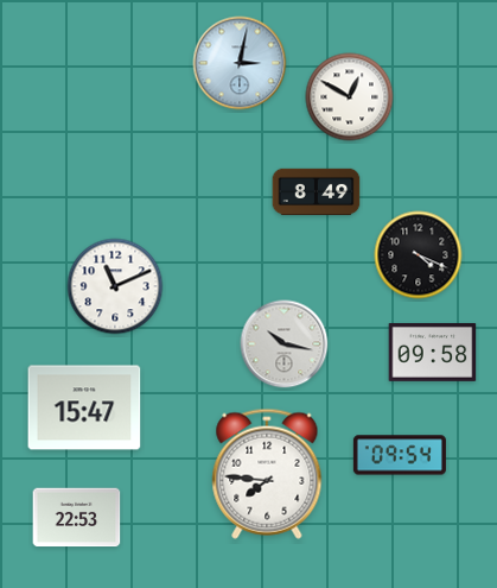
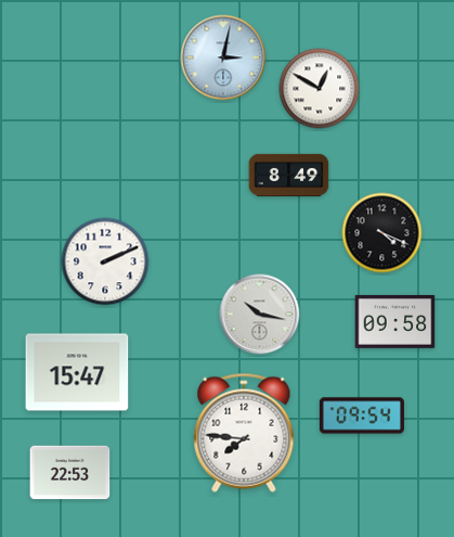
clock at (240, 63) position: (240, 63) -> (223, 57)
clock at (115, 286): 11:11 -> 2:11
clock at (400, 455) position: (400, 455) -> (362, 415)
